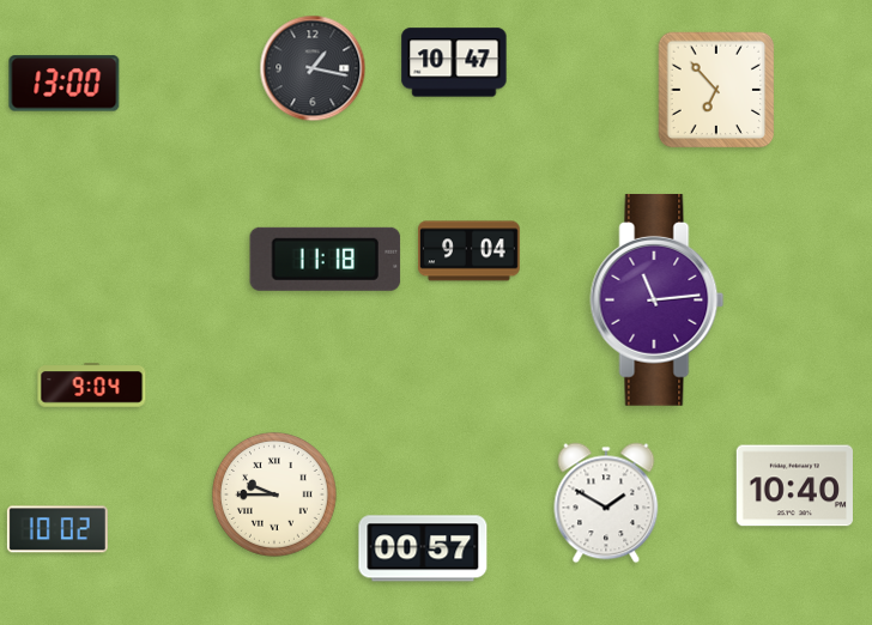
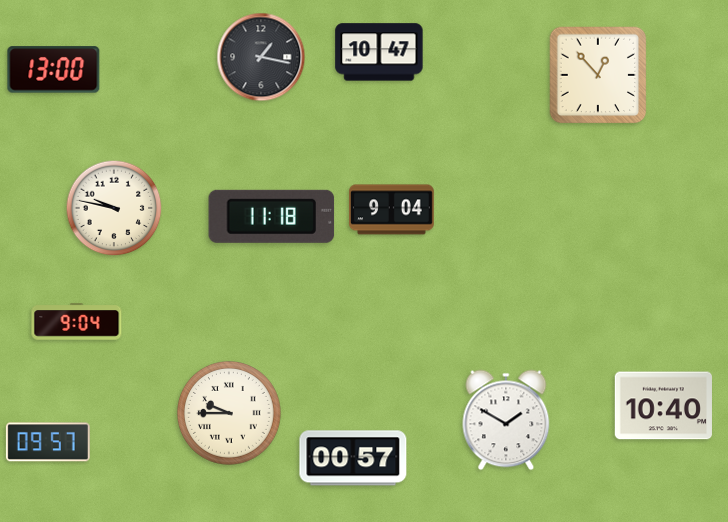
clock at (716, 90): 6:53 -> 12:53
clock at (114, 208): none -> 9:47
clock at (658, 299): 11:14 -> none
clock at (57, 529): 10:02 -> 09:57
